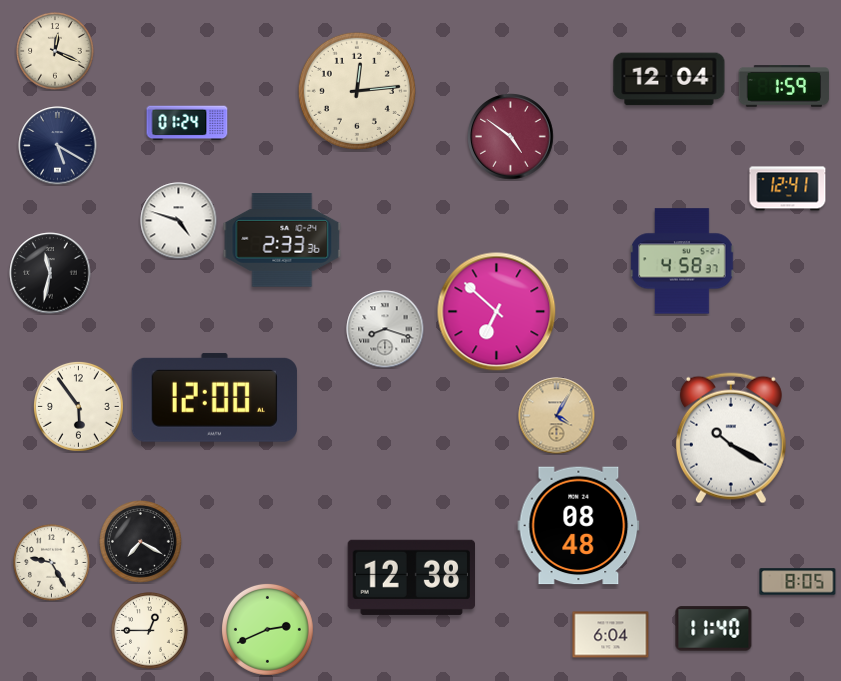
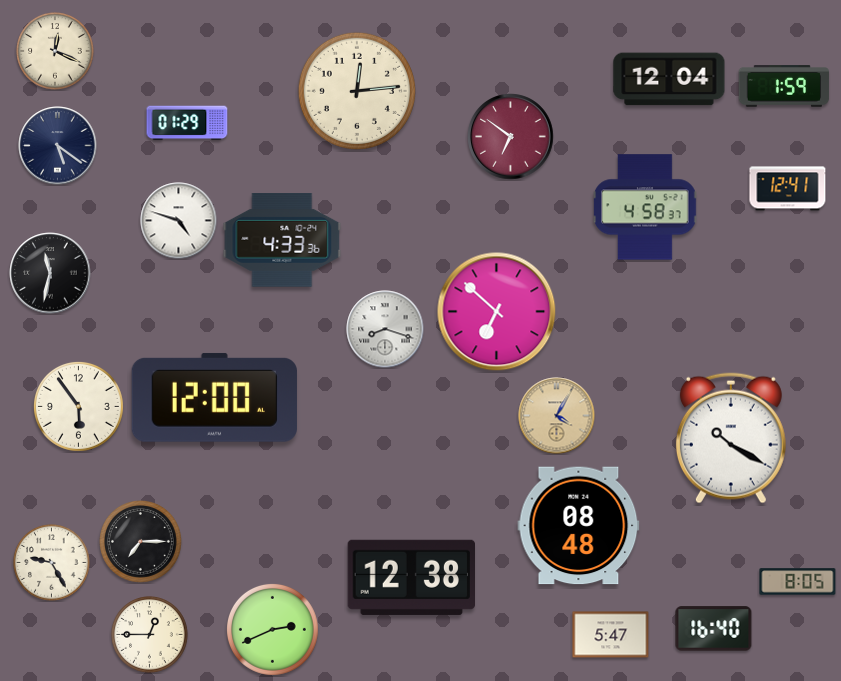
clock at (187, 123): 01:24 -> 01:29
clock at (511, 137): 4:51 -> 6:51
clock at (58, 146): 5:20 -> 5:21
clock at (282, 241): 2:33 -> 4:33
clock at (682, 261) position: (682, 261) -> (645, 207)
clock at (141, 542): 7:20 -> 7:15
clock at (267, 629) position: (267, 629) -> (272, 629)
clock at (714, 629): 11:40 -> 16:40
clock at (150, 631) position: (150, 631) -> (150, 635)
clock at (611, 635): 6:04 -> 5:47
